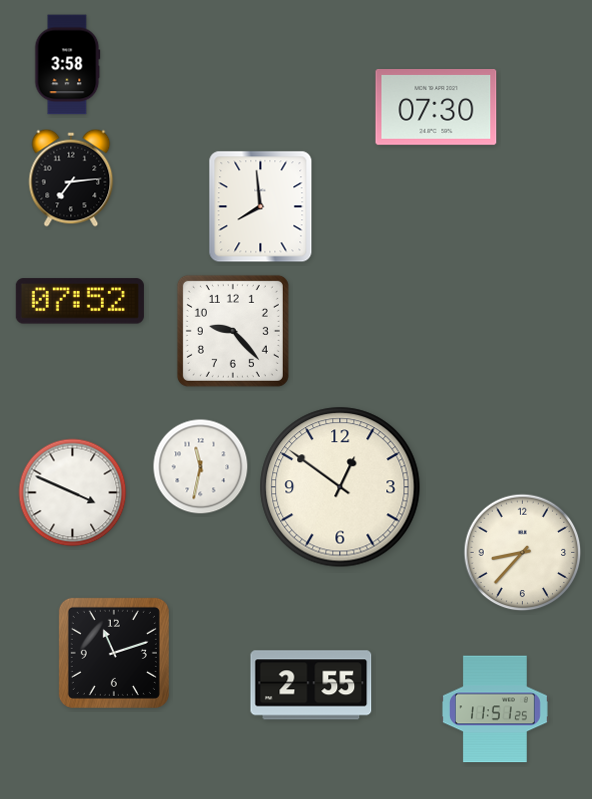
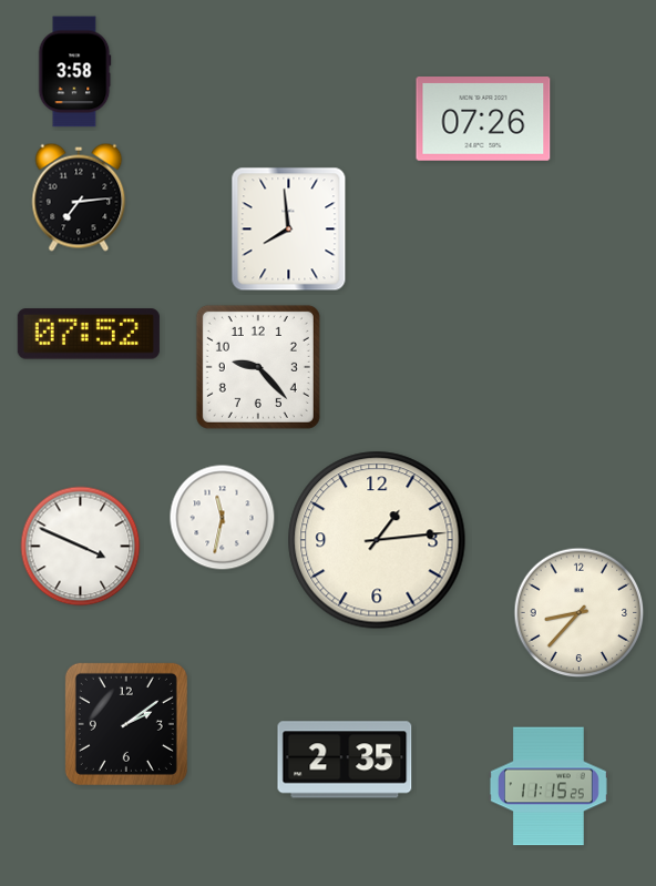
clock at (436, 108): 07:30 -> 07:26
clock at (340, 487): 12:51 -> 1:14
clock at (114, 653): 11:12 -> 2:09
clock at (311, 685): 2:55 -> 2:35
clock at (495, 709): 11:51 -> 11:15
